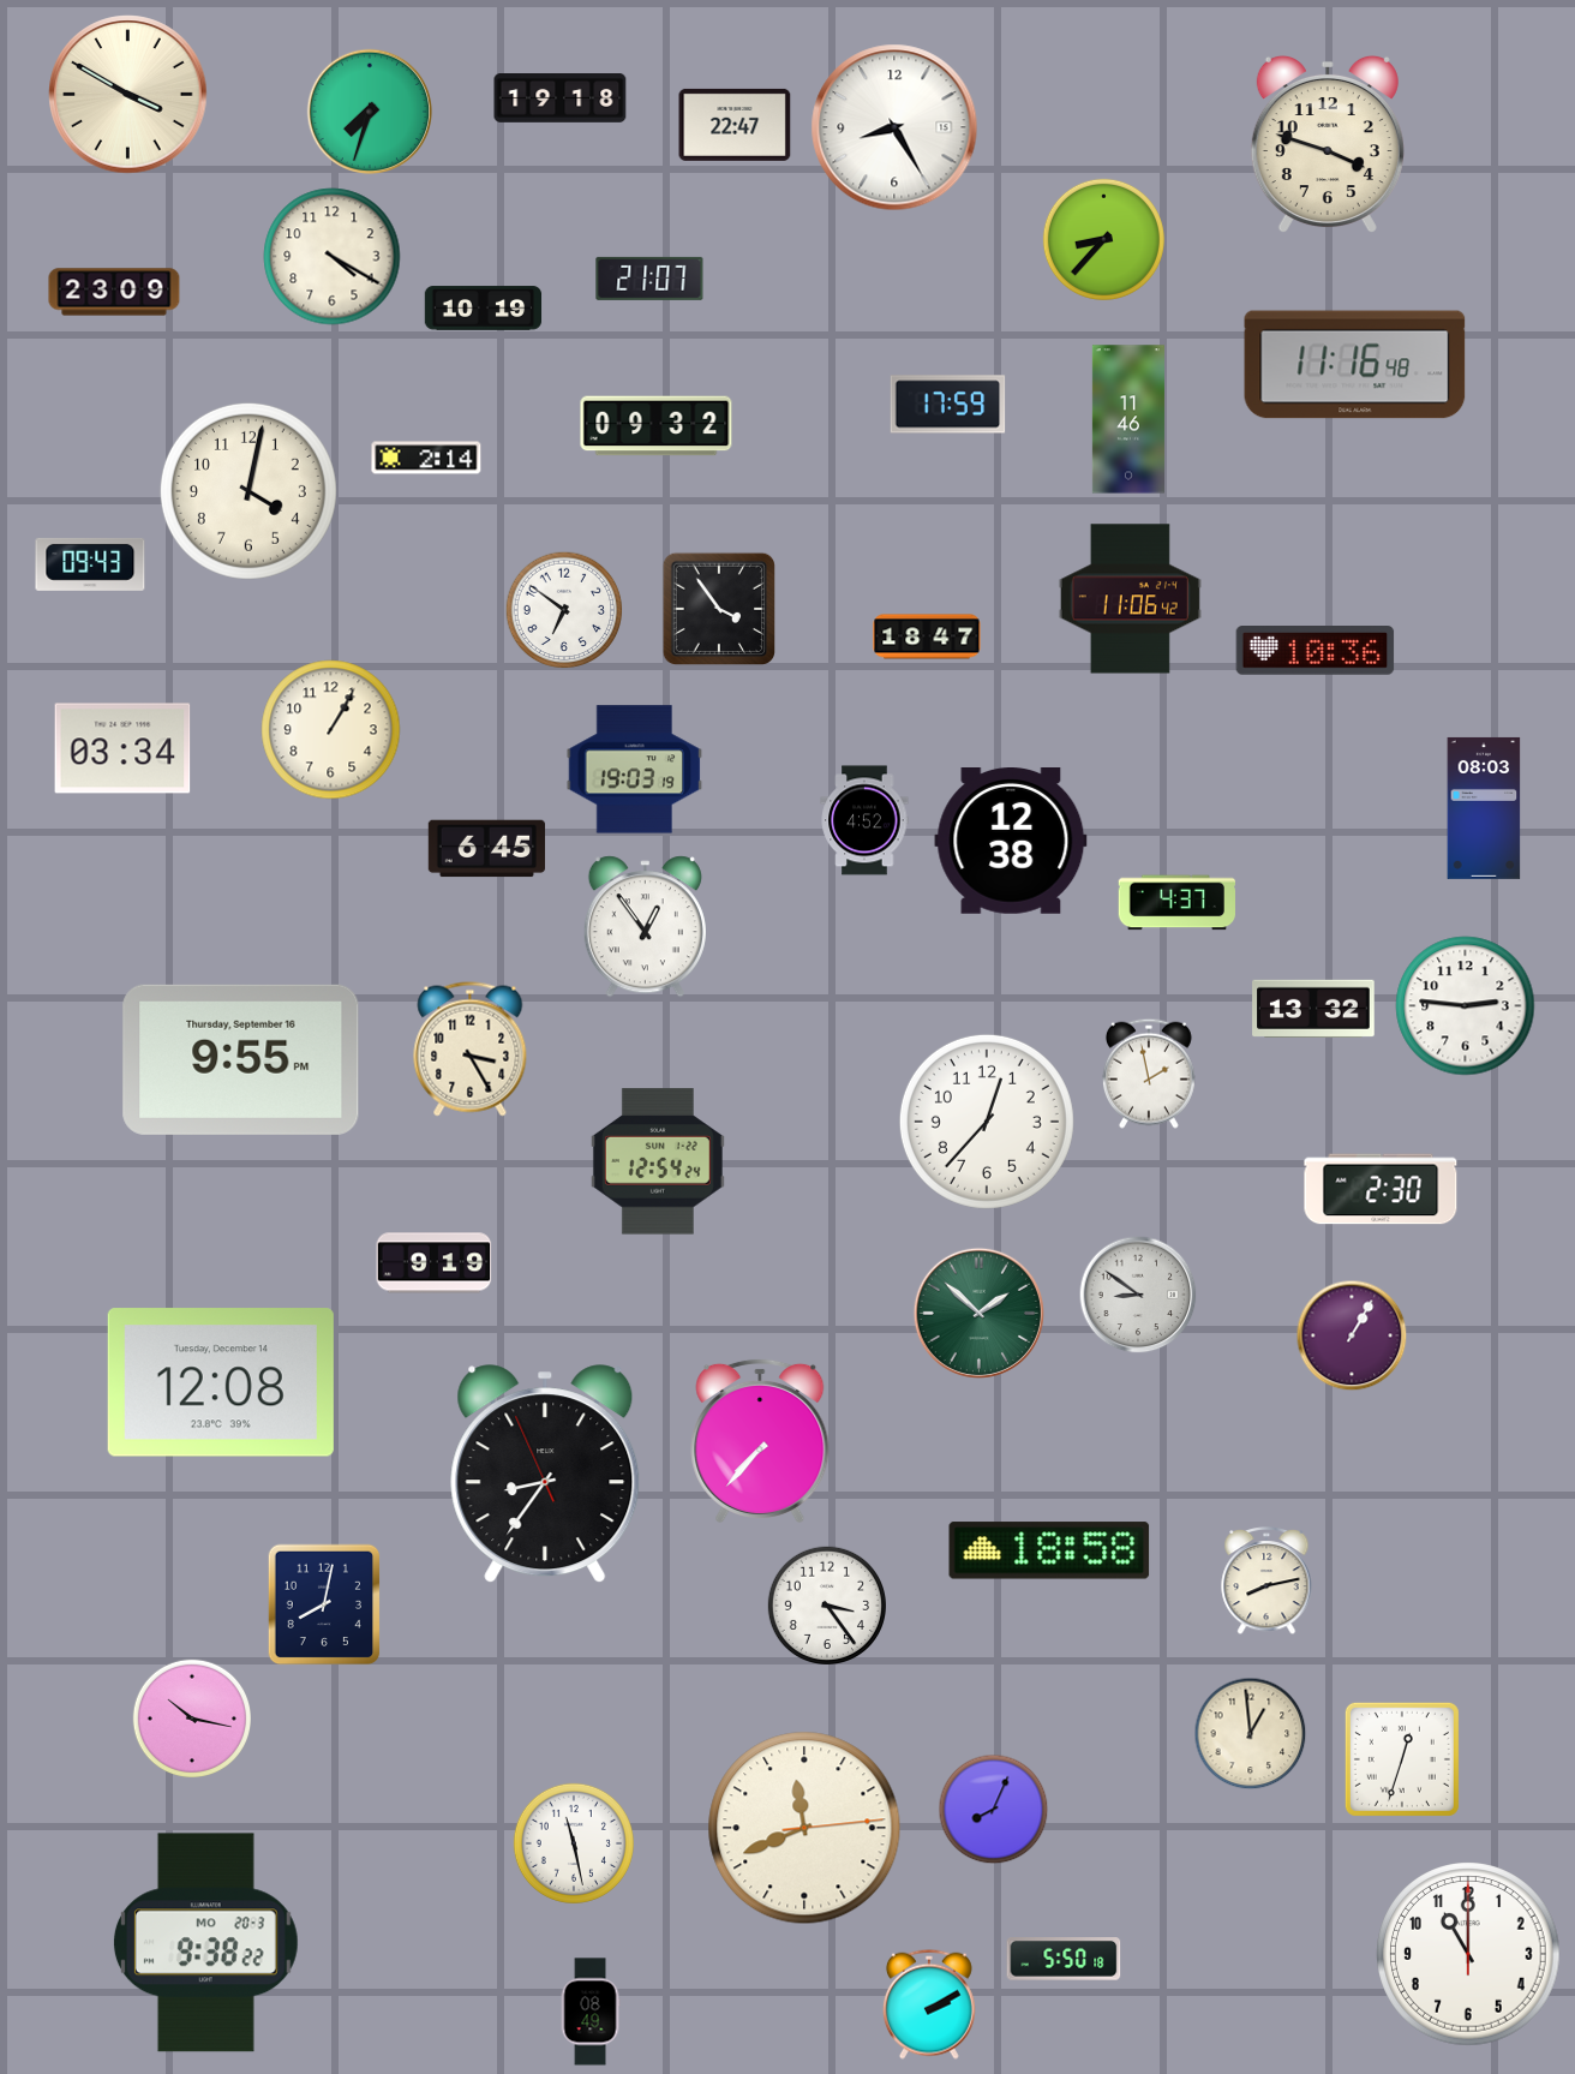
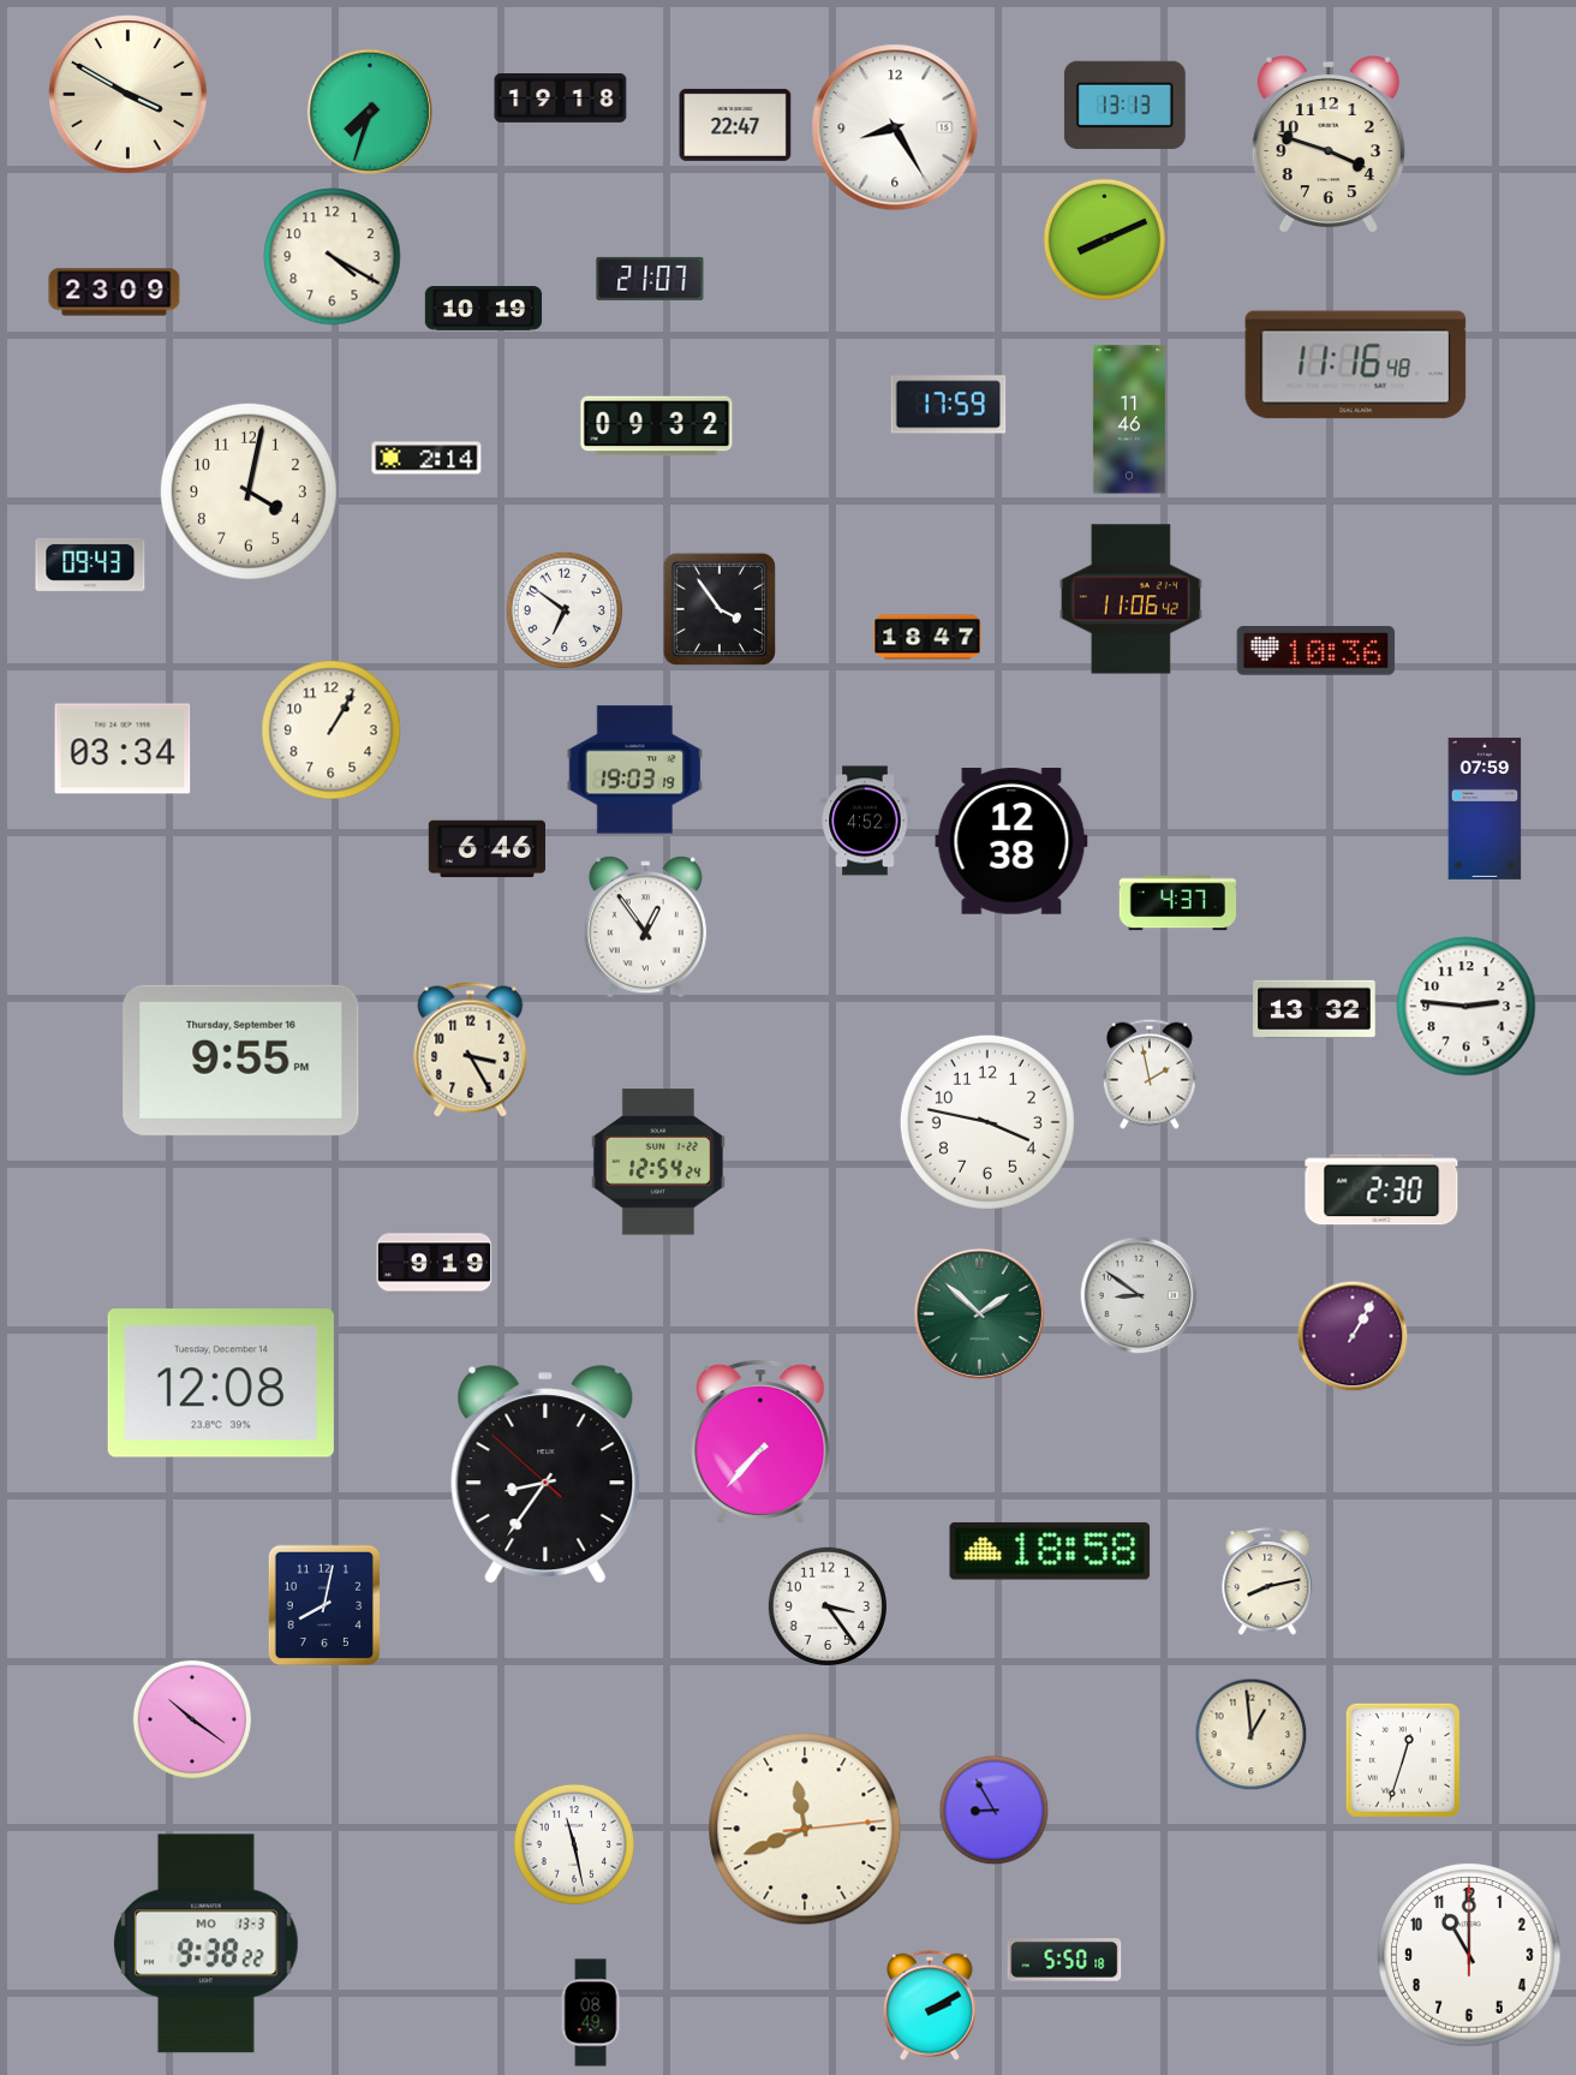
clock at (1124, 105): none -> 13:13
clock at (1103, 239): 8:37 -> 8:11
clock at (1484, 808): 08:03 -> 07:59
clock at (486, 849): 6:45 -> 6:46
clock at (987, 1122): 12:37 -> 3:47
clock at (545, 1475): 8:35:56 -> 8:35:52
clock at (191, 1717): 10:17 -> 10:21
clock at (994, 1810): 8:04 -> 8:55
clock at (205, 1943) date: MO 20-3 -> MO 13-3
